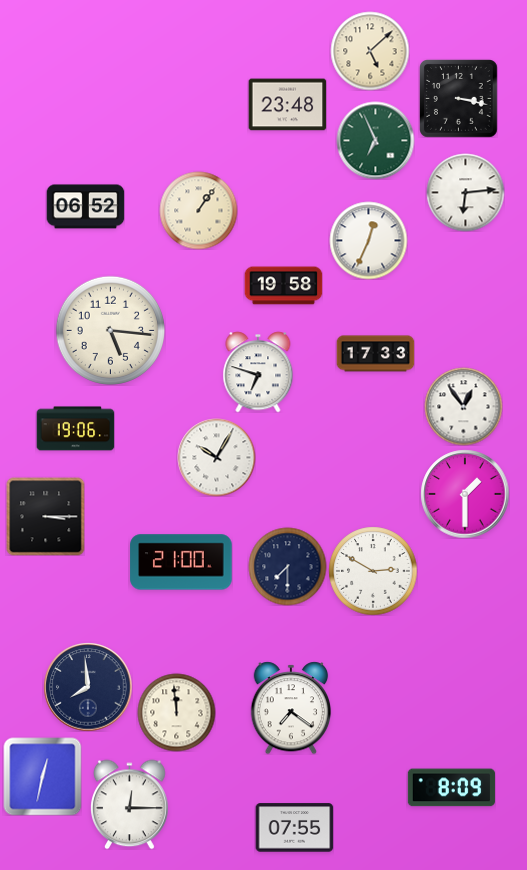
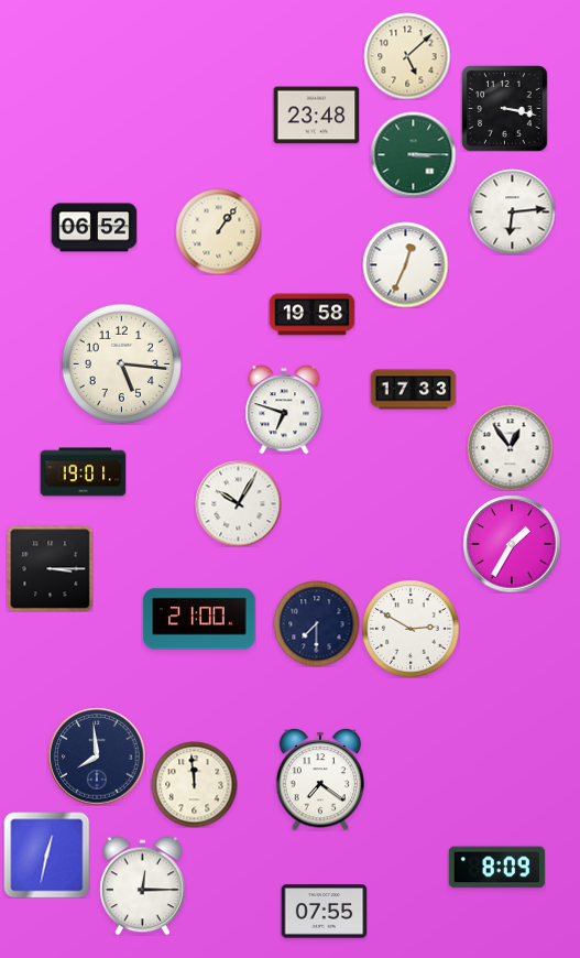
clock at (375, 140): 6:56 -> 3:15
clock at (75, 429): 19:06 -> 19:01
clock at (465, 494): 1:30 -> 1:35
